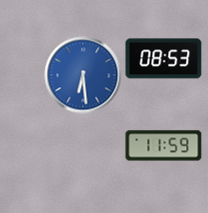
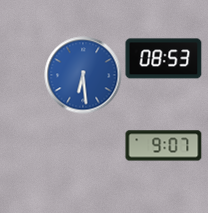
clock at (164, 146): 11:59 -> 9:07
